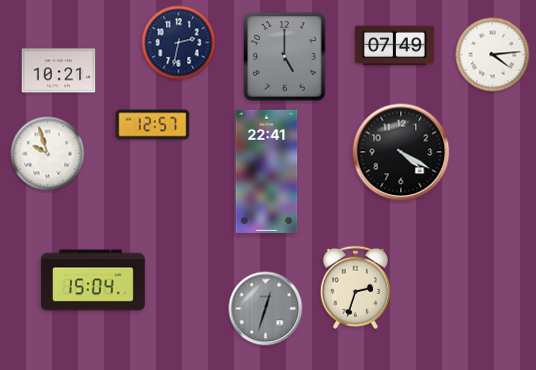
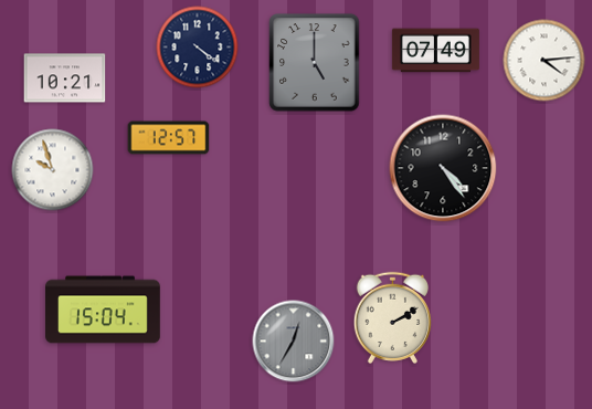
clock at (179, 43): 2:32 -> 4:21
clock at (401, 152): 4:20 -> 4:24
clock at (267, 171): 22:41 -> none
clock at (355, 287): 2:33 -> 2:10
clock at (266, 309): 12:33 -> 12:35
